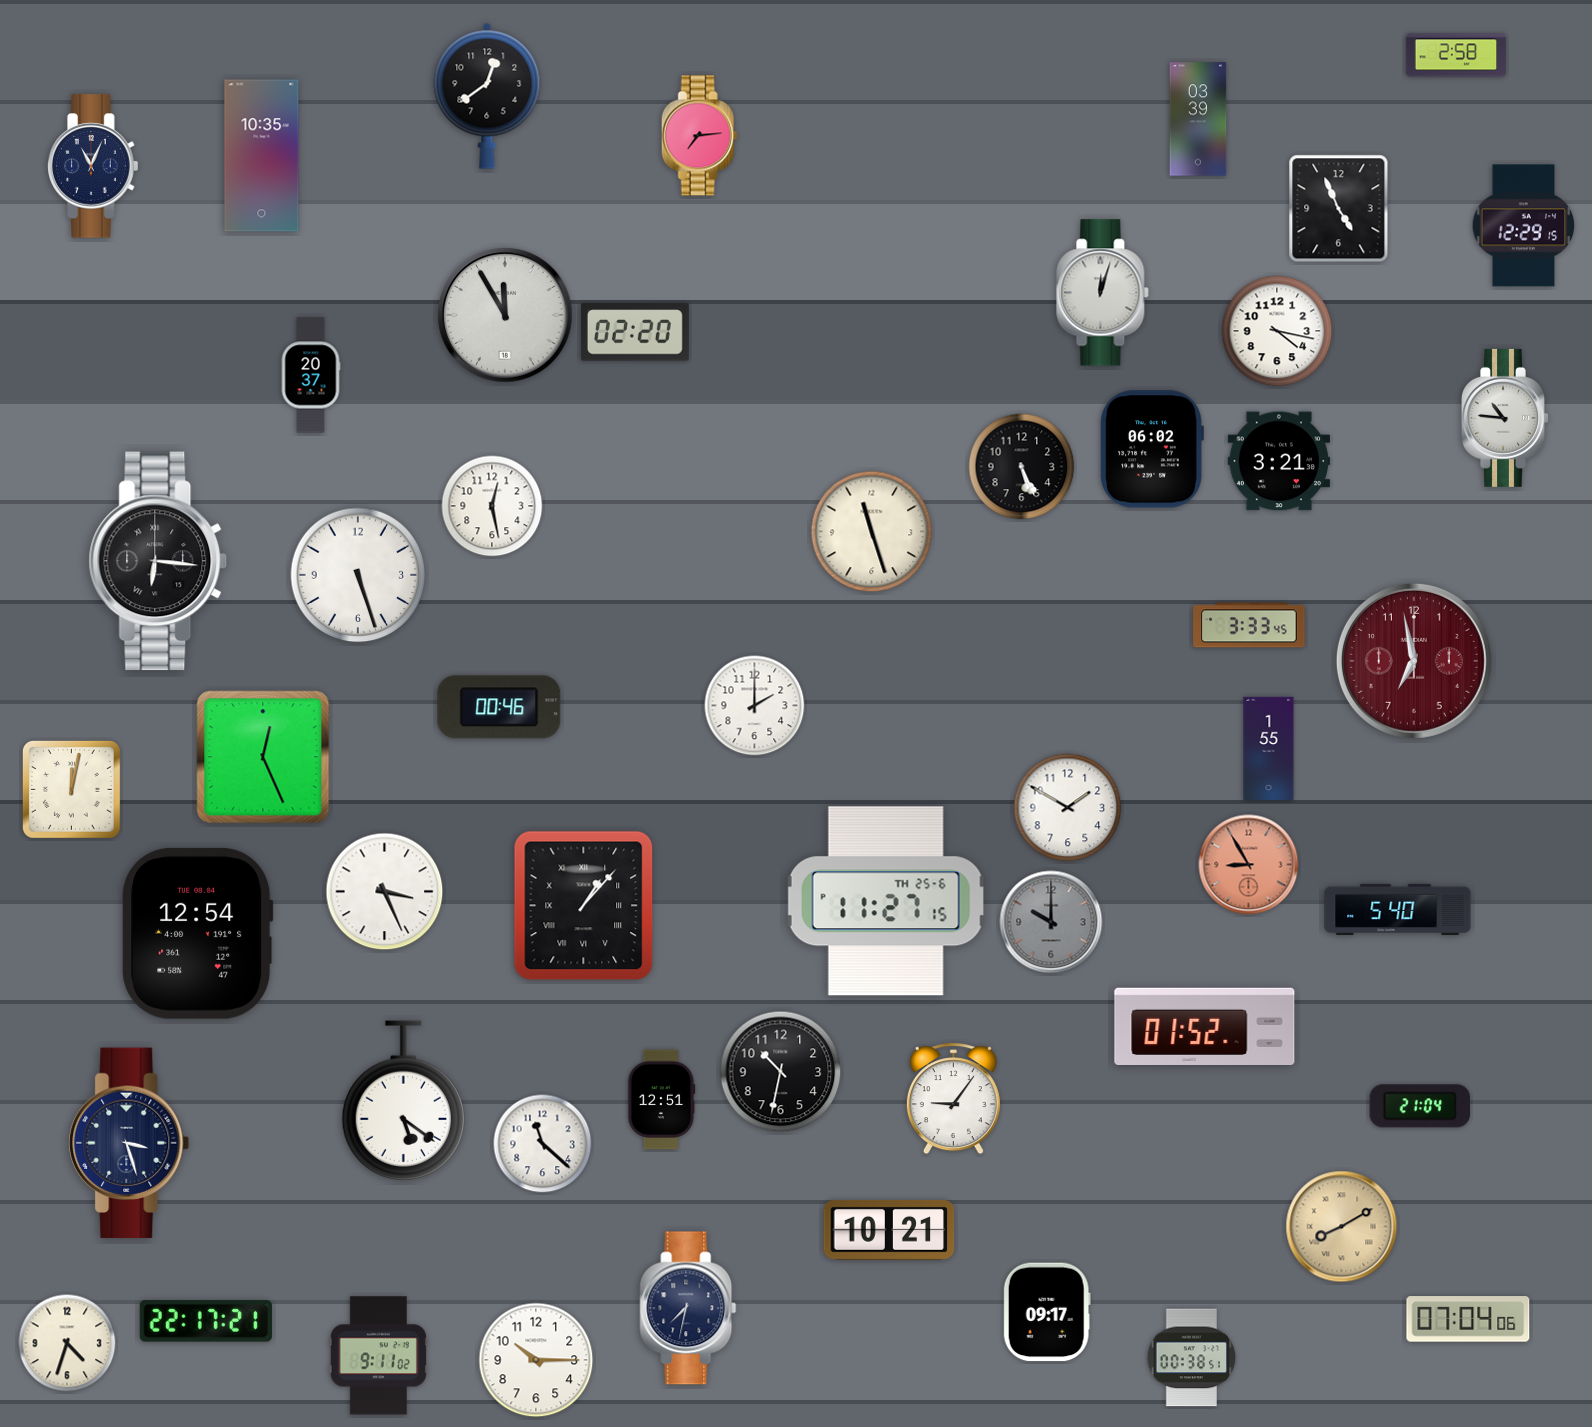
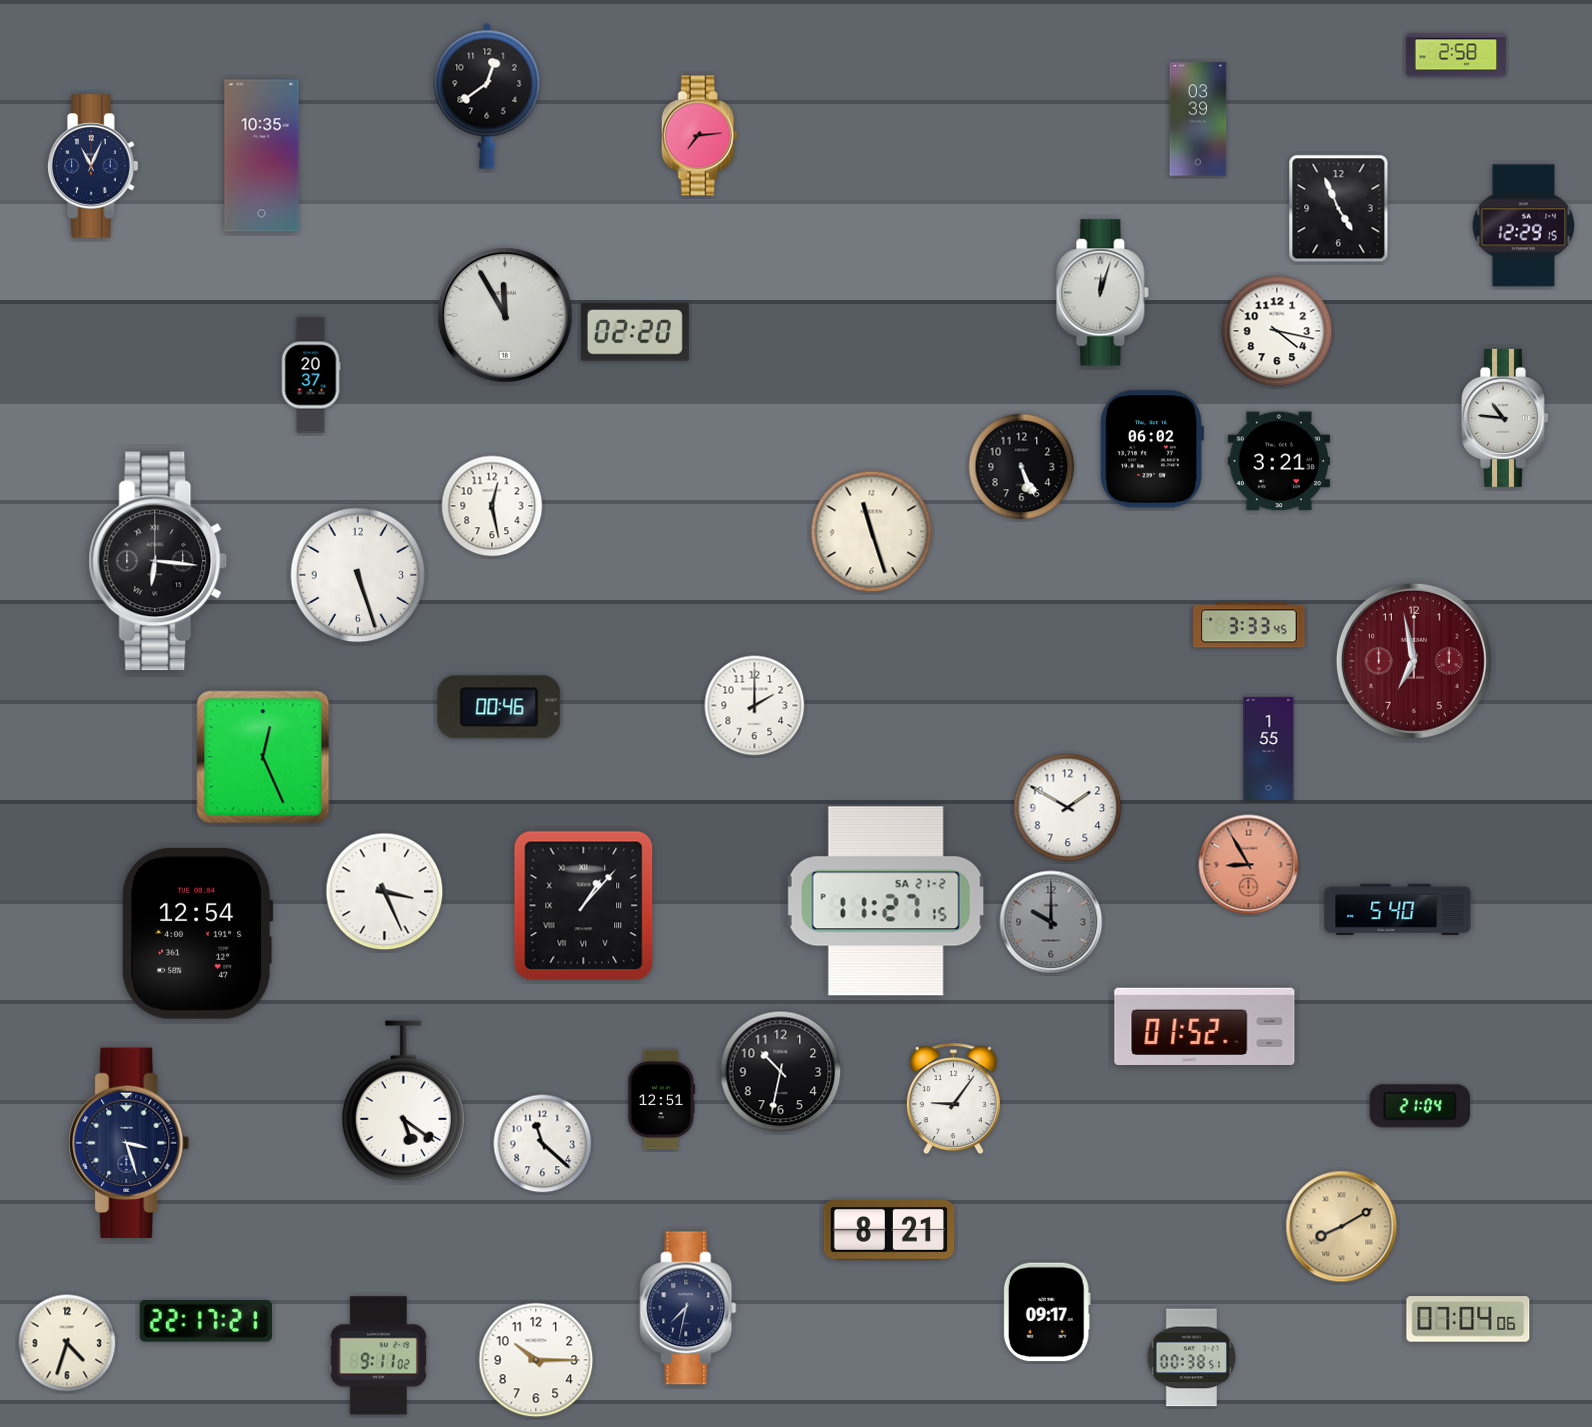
clock at (71, 789): 12:02 -> none
clock at (886, 901) date: TH 25-6 -> SA 21-2
clock at (889, 1230): 10:21 -> 8:21
